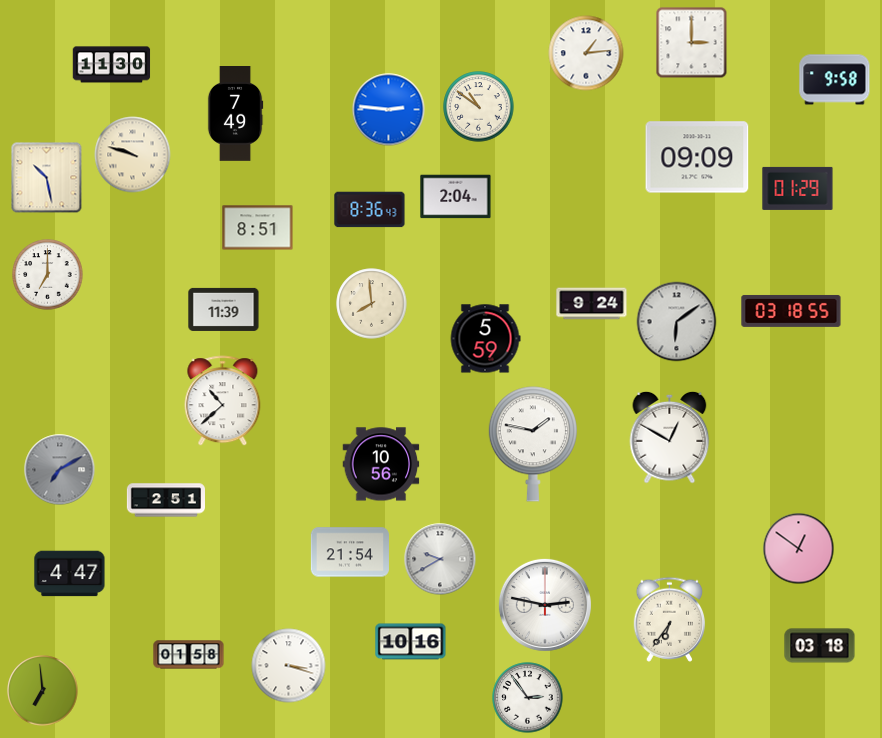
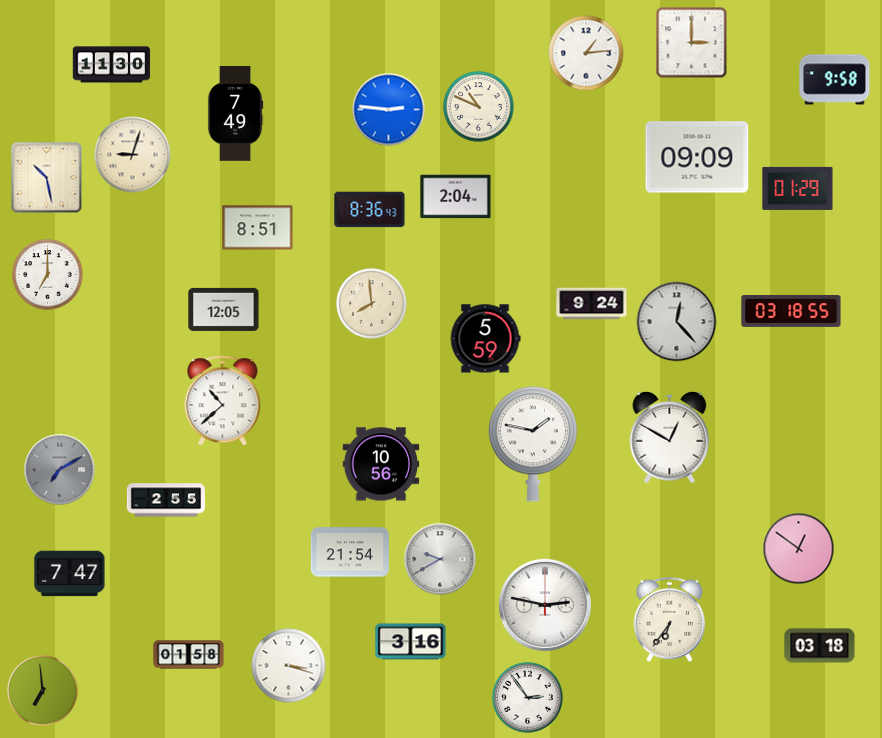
clock at (479, 107): 10:51 -> 10:49
clock at (133, 155): 9:48 -> 9:03
clock at (224, 309): 11:39 -> 12:05
clock at (677, 322): 6:09 -> 12:23
clock at (165, 500): 2:51 -> 2:55
clock at (70, 574): 4:47 -> 7:47
clock at (411, 642): 10:16 -> 3:16
